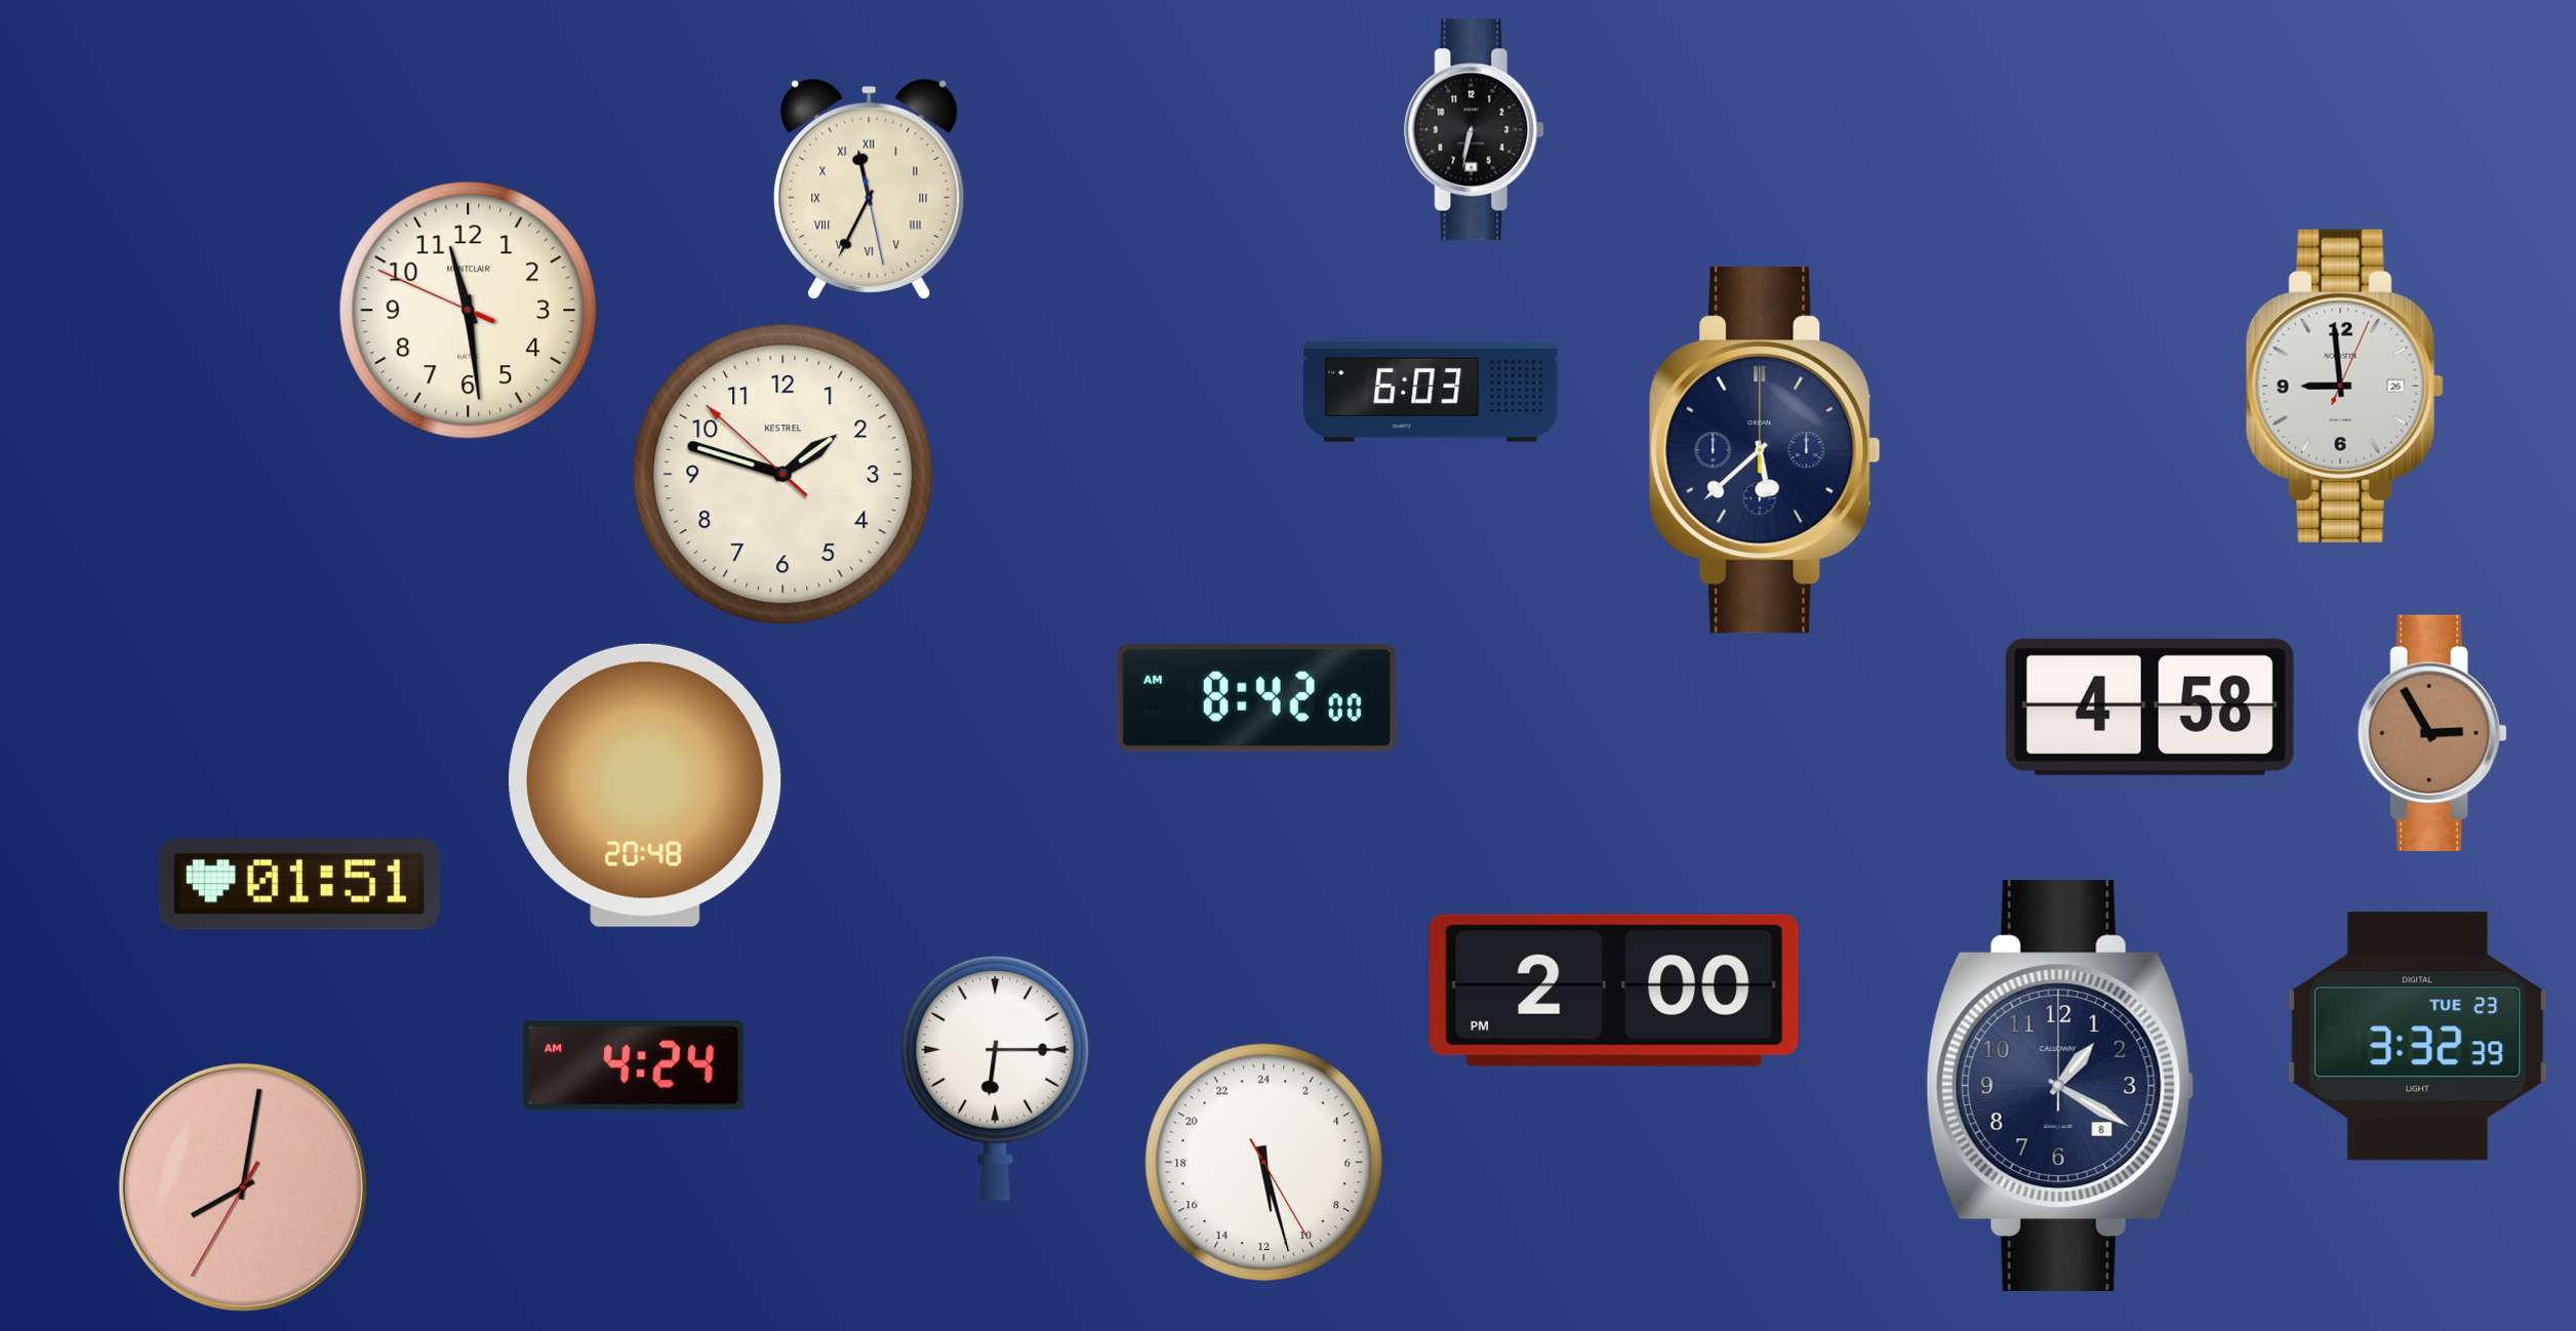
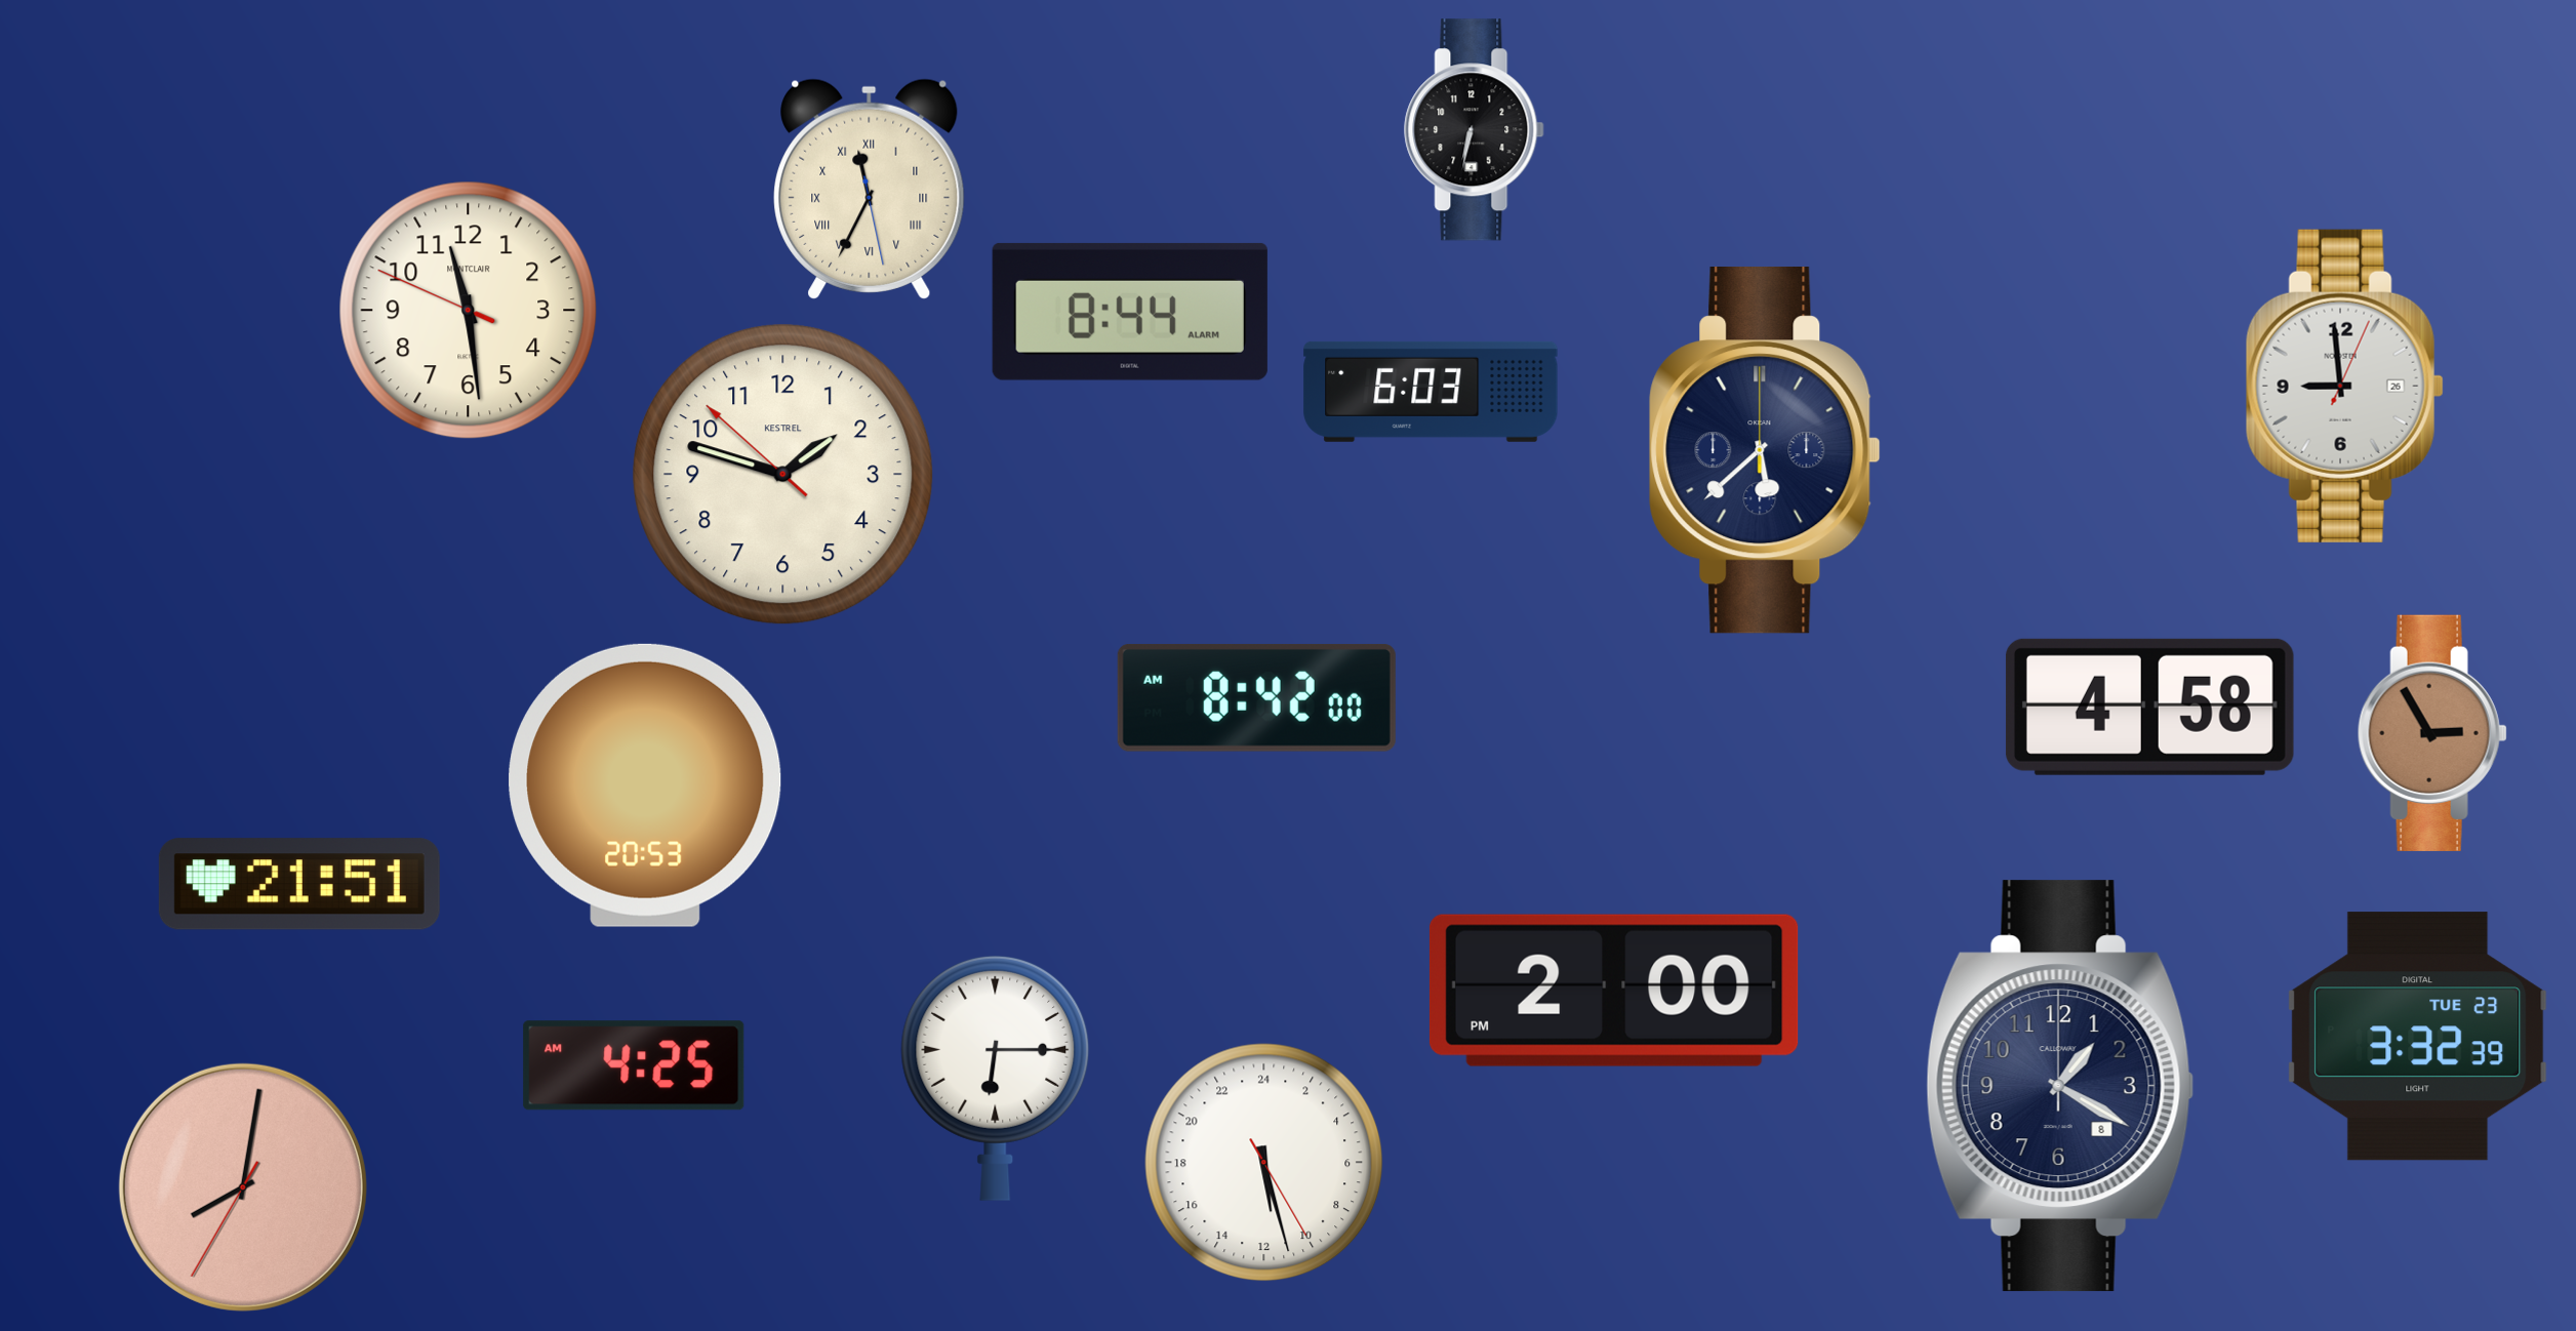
clock at (1130, 312): none -> 8:44
clock at (645, 785): 20:48 -> 20:53
clock at (299, 884): 01:51 -> 21:51
clock at (634, 1065): 4:24 -> 4:25
